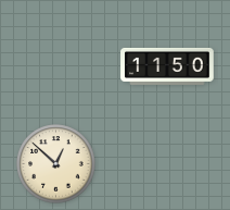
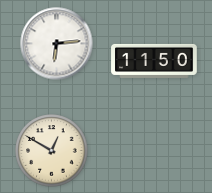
clock at (57, 44): none -> 6:14
clock at (56, 164): 12:52 -> 12:50
